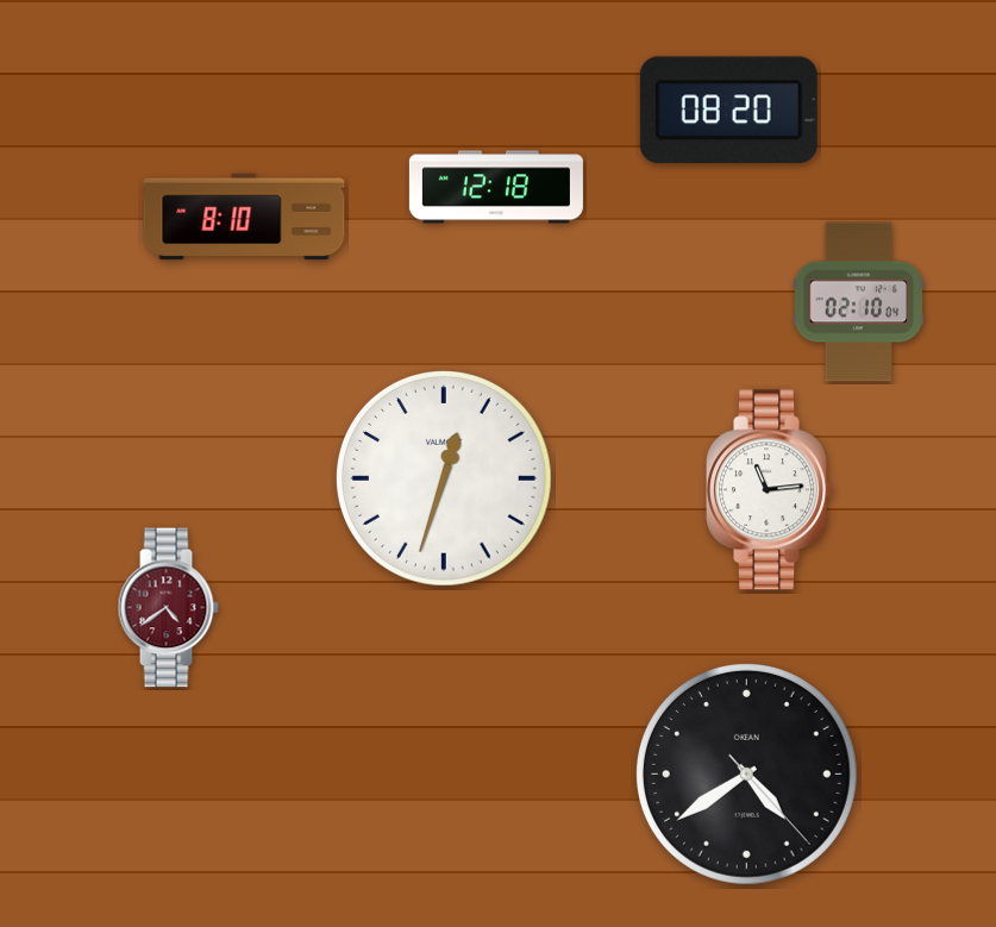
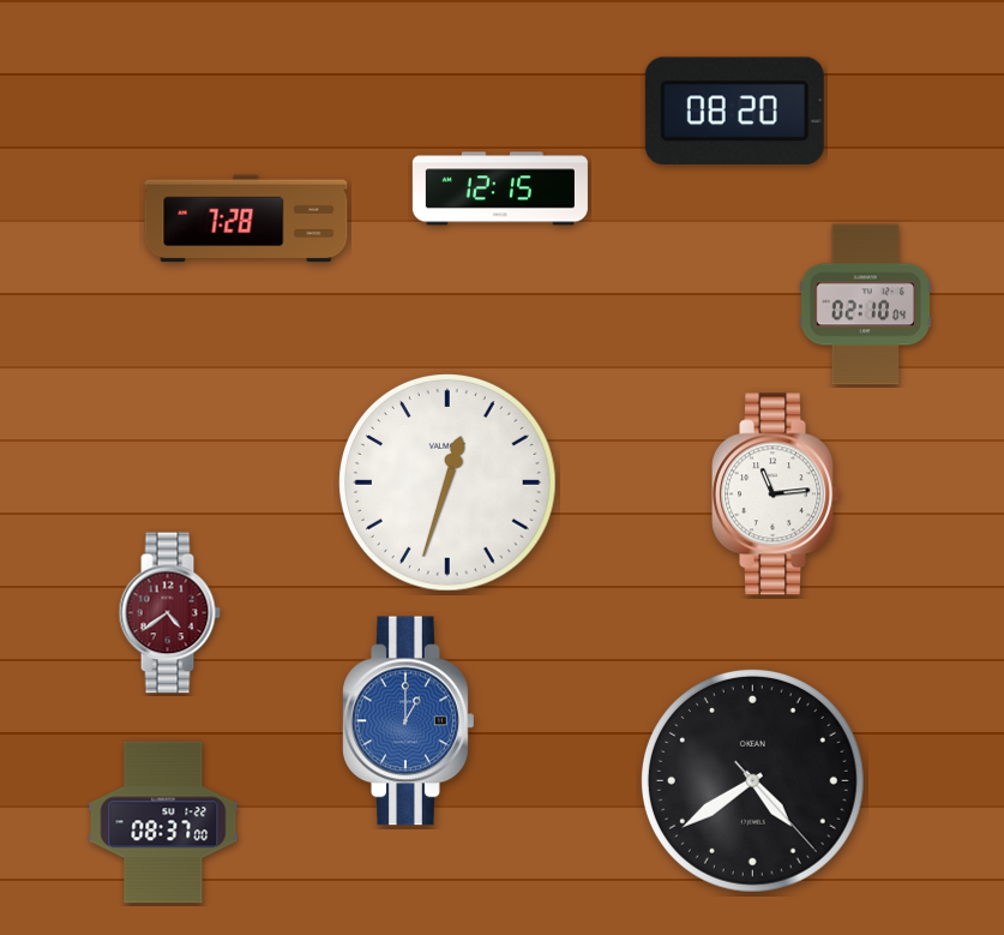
clock at (496, 187): 12:18 -> 12:15
clock at (244, 217): 8:10 -> 7:28
clock at (409, 721): none -> 1:00
clock at (163, 822): none -> 08:37
